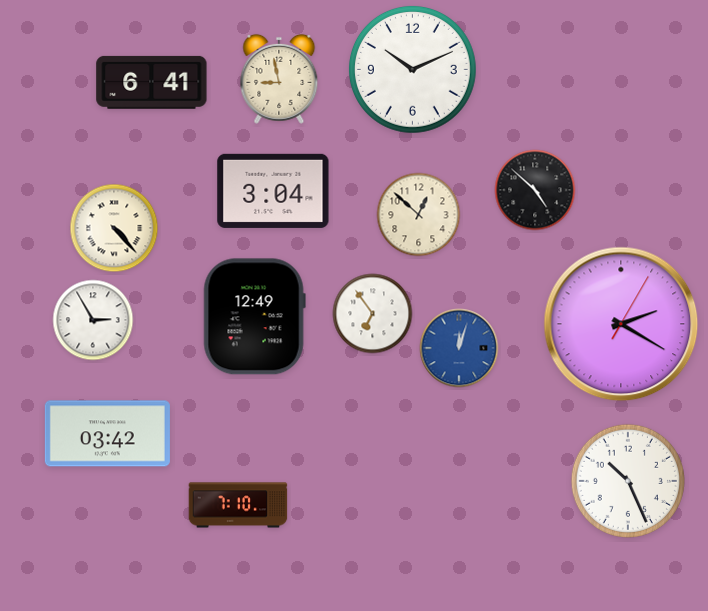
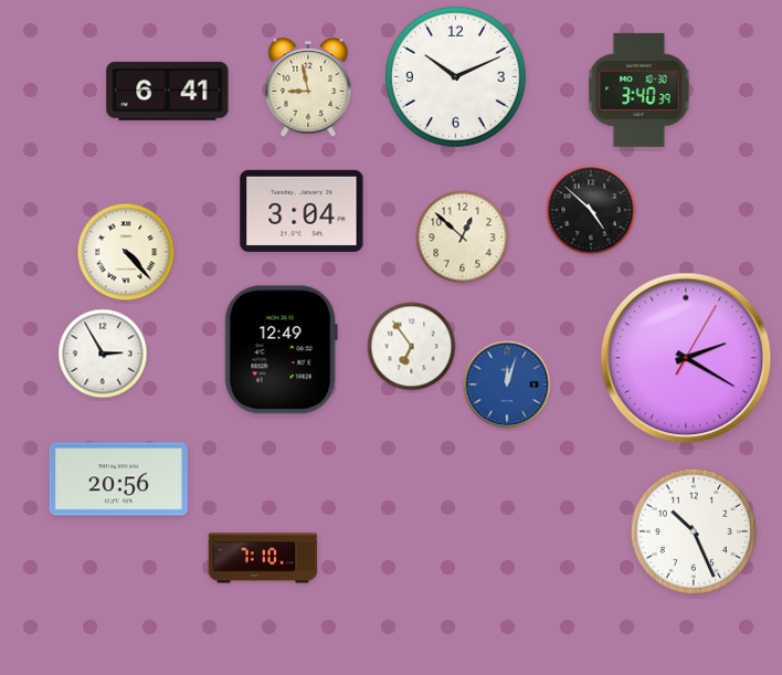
clock at (640, 89): none -> 3:40
clock at (107, 434): 03:42 -> 20:56
